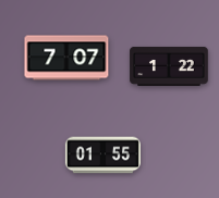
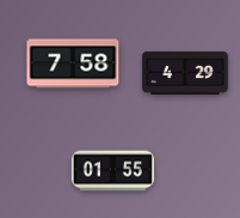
clock at (66, 58): 7:07 -> 7:58
clock at (169, 66): 1:22 -> 4:29
